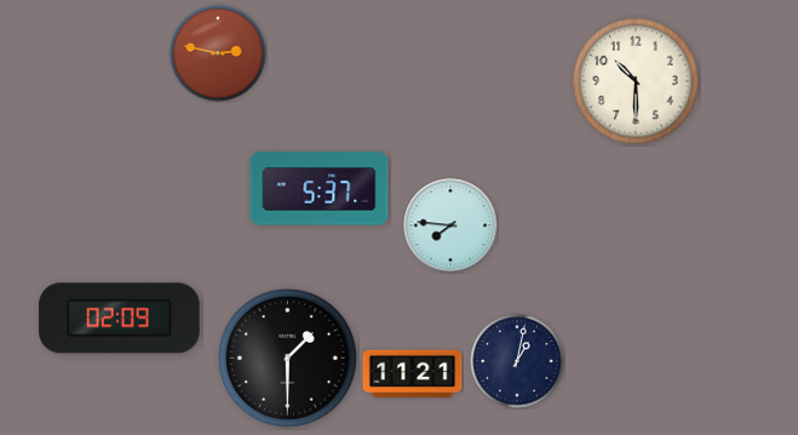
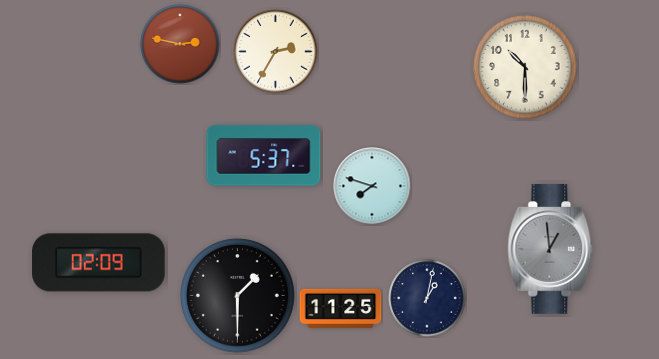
clock at (276, 52): none -> 2:35
clock at (450, 225): 7:46 -> 7:48
clock at (550, 249): none -> 12:59
clock at (413, 373): 11:21 -> 11:25
